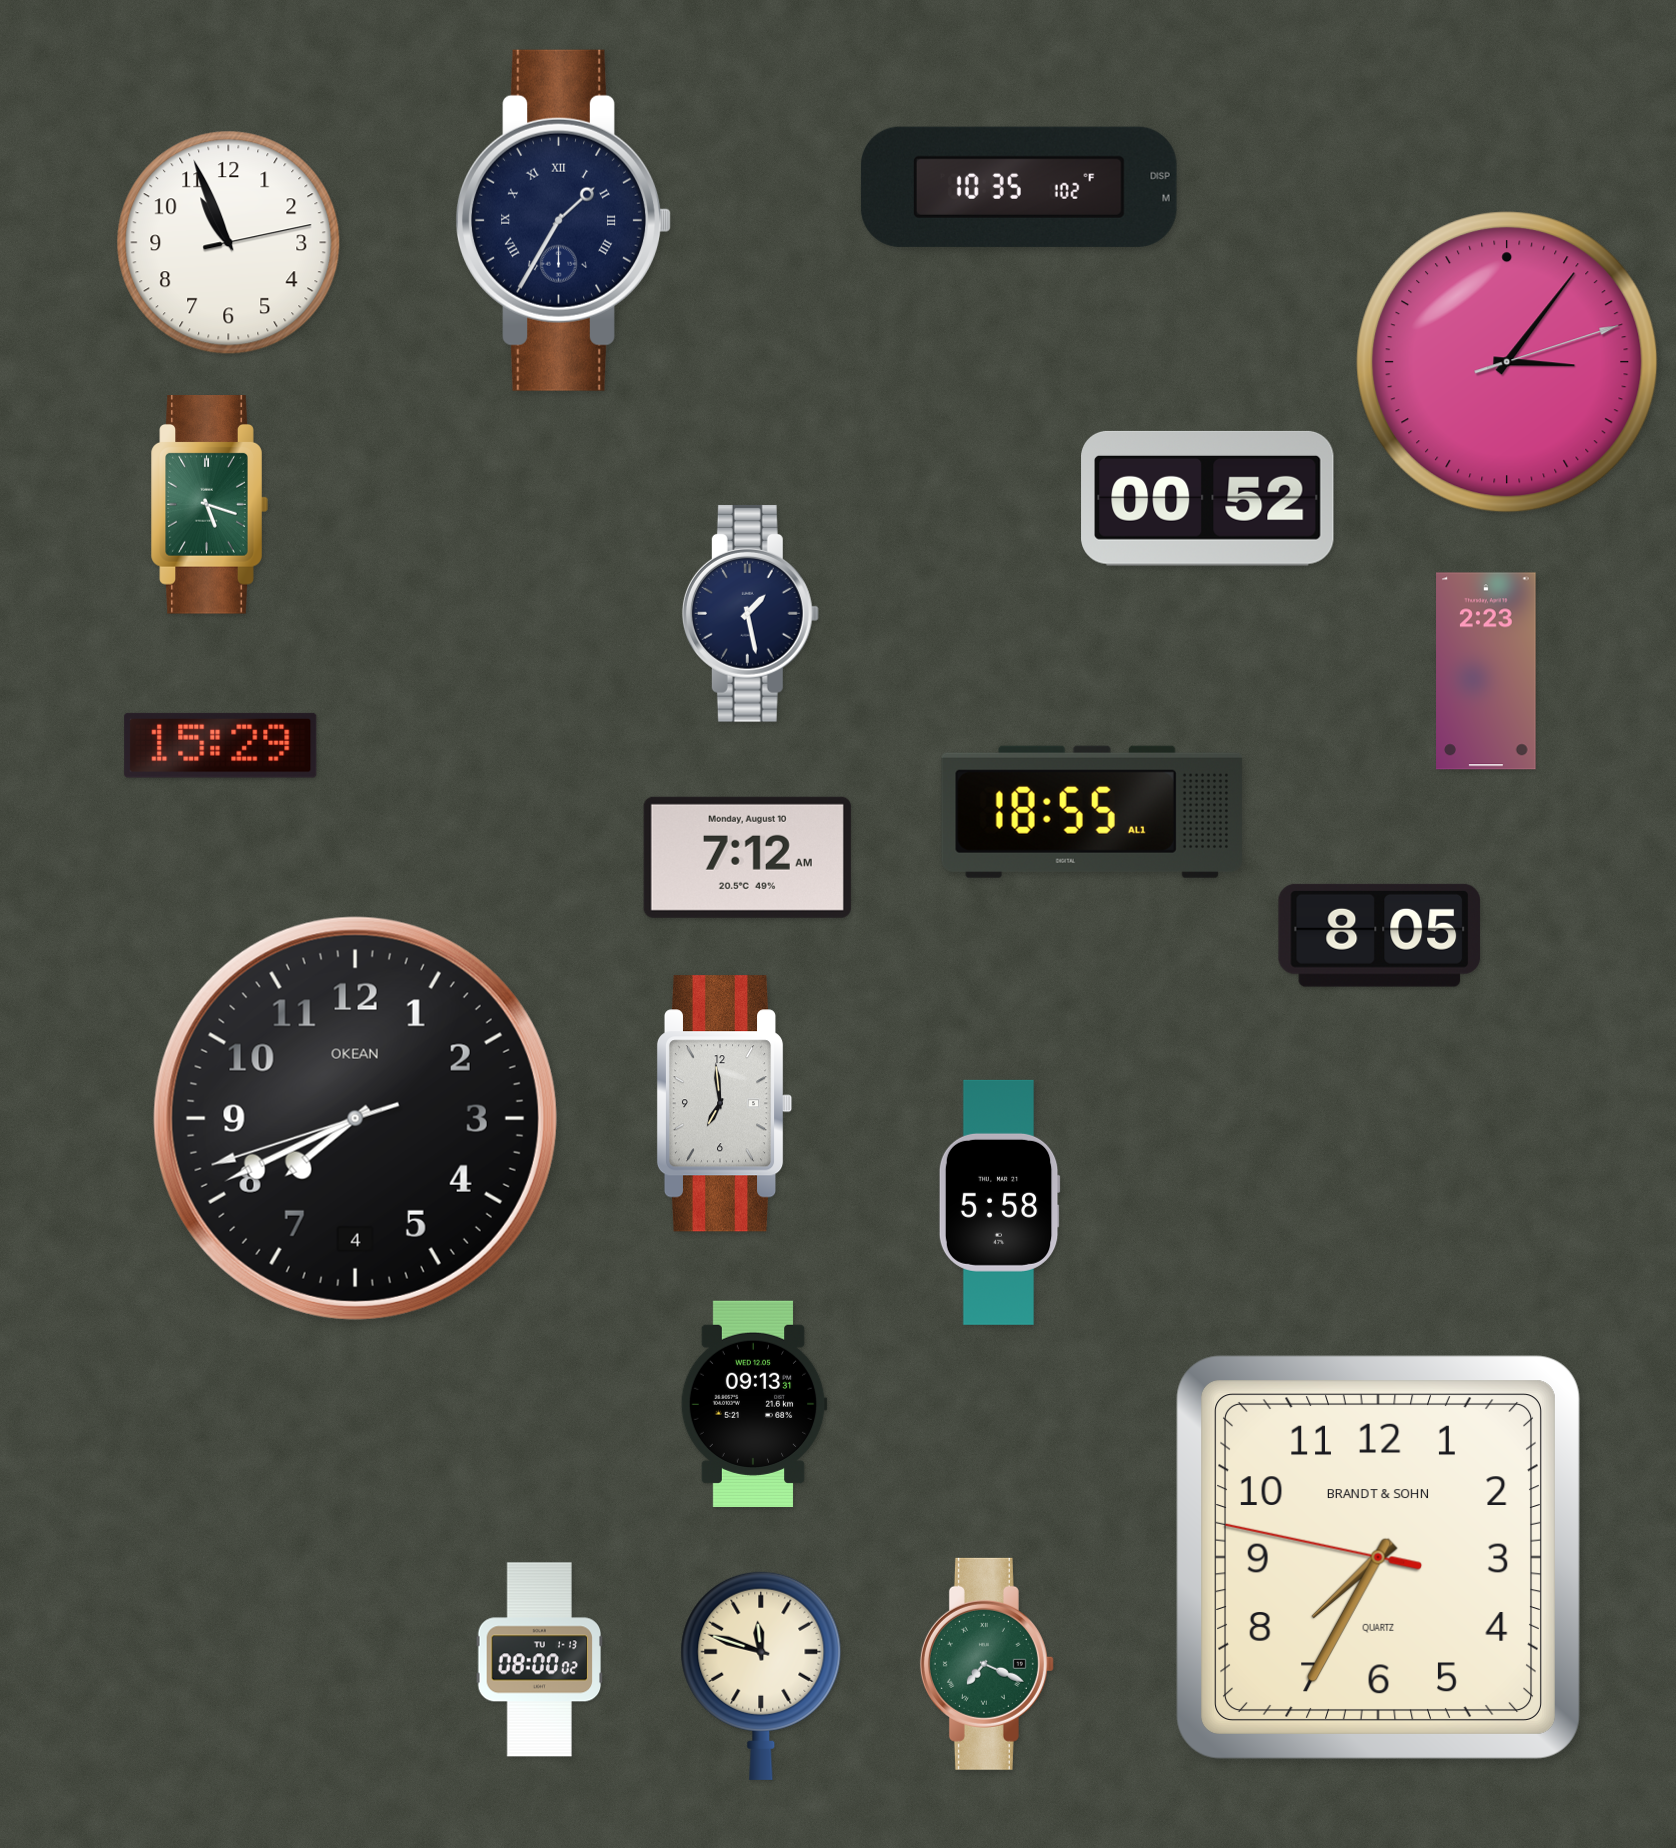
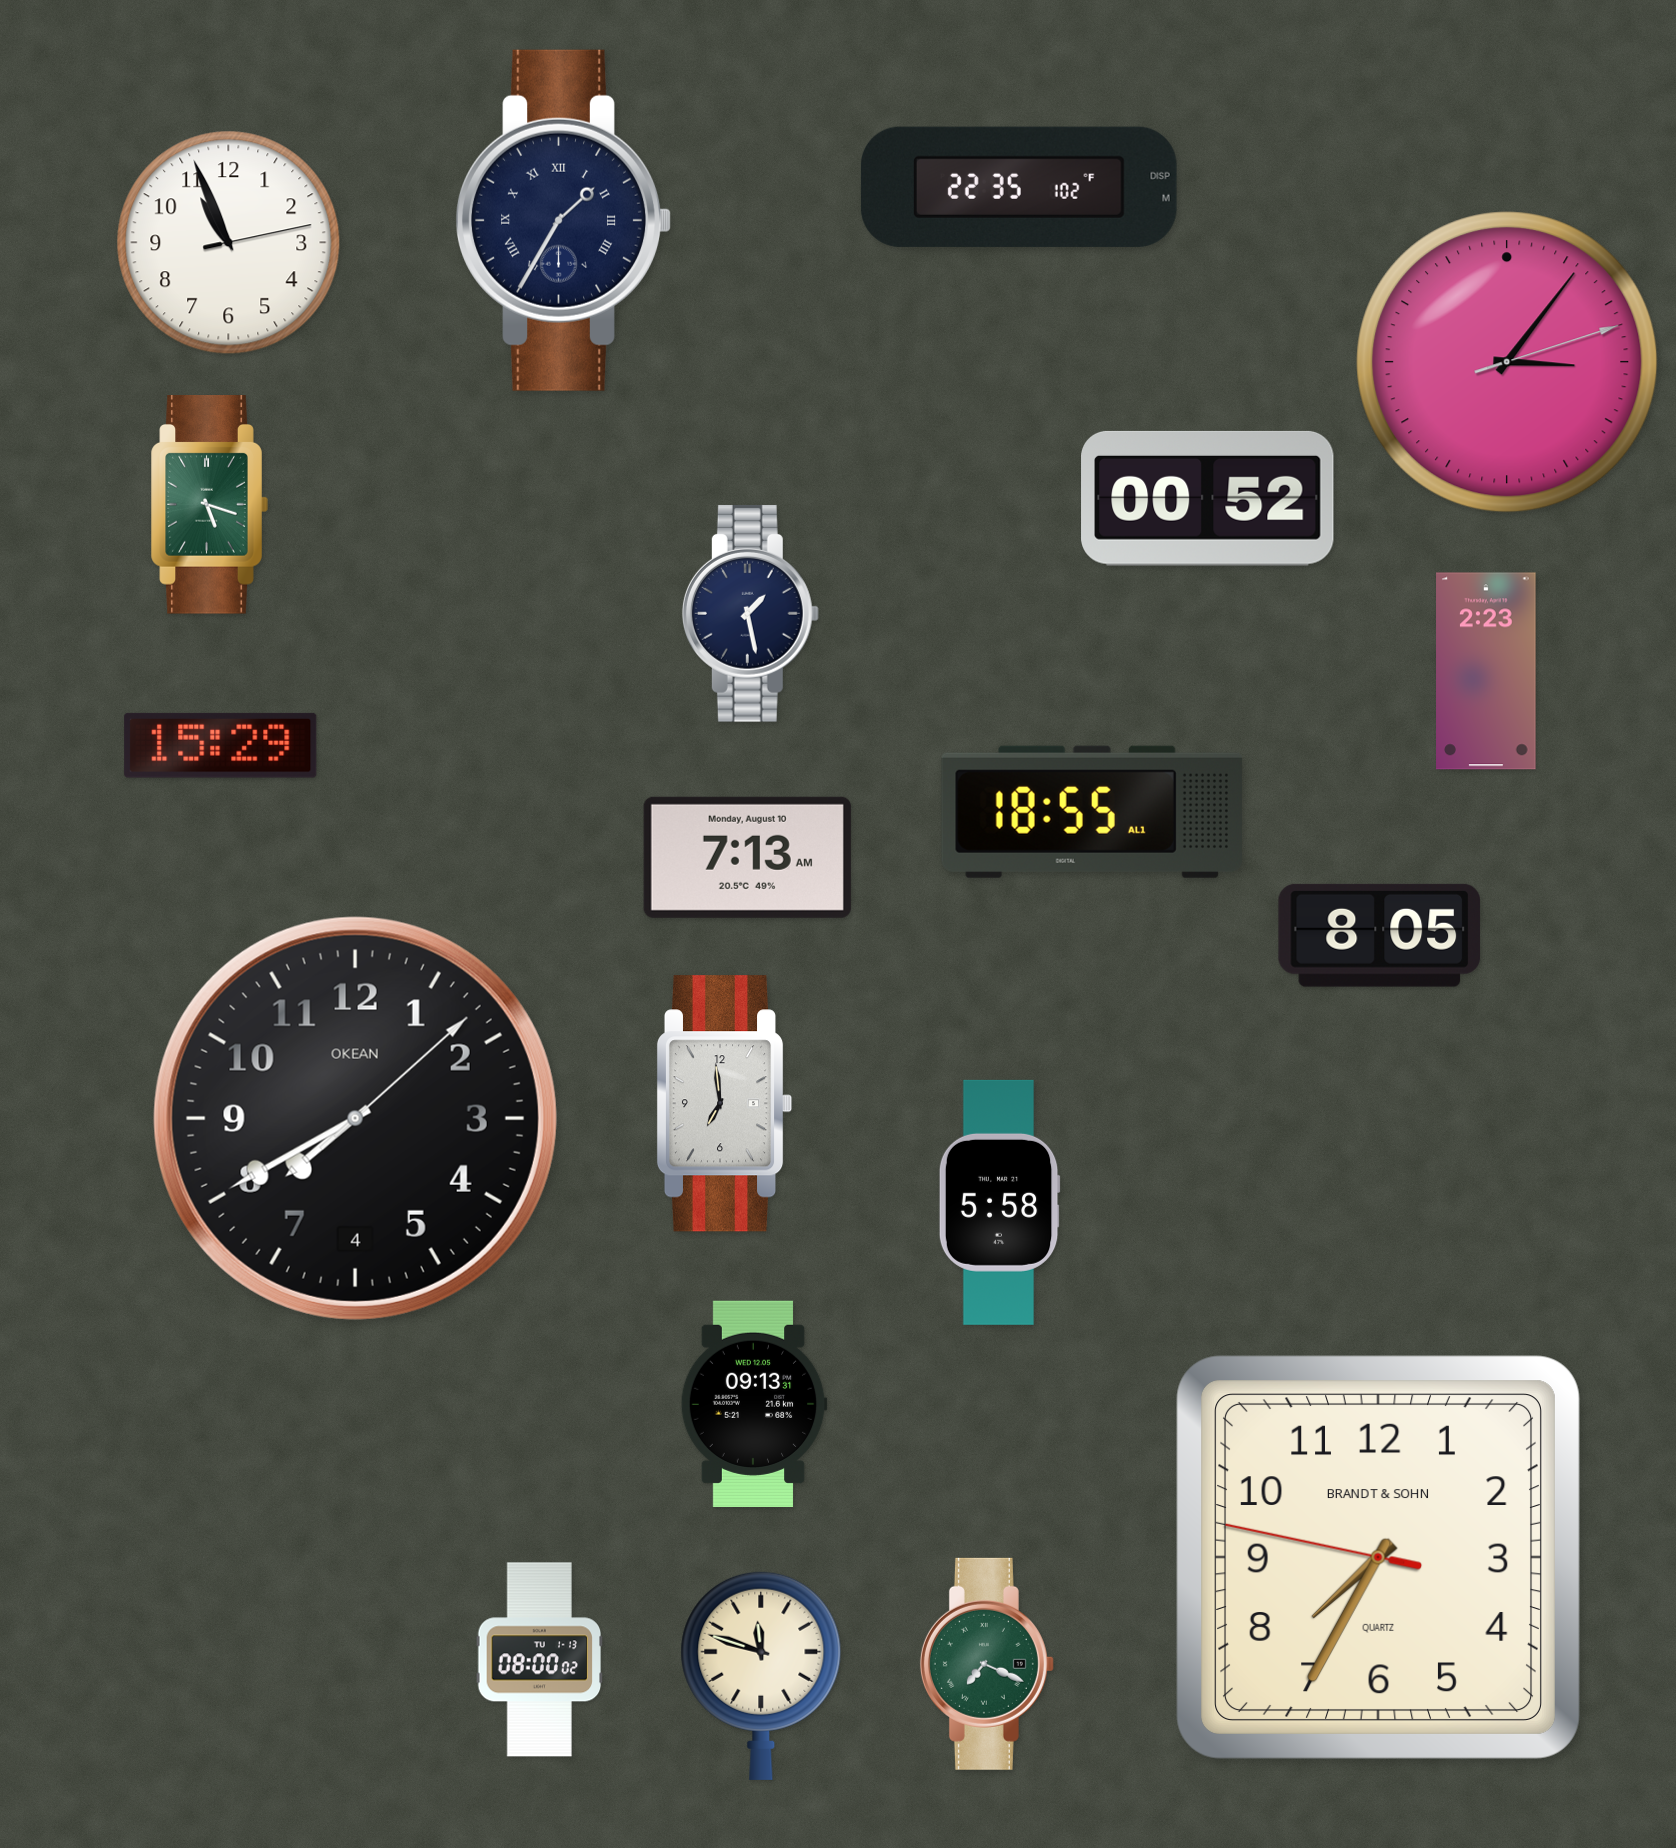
clock at (1019, 187): 10:35 -> 22:35
clock at (747, 857): 7:12 -> 7:13
clock at (355, 1118): 7:40:42 -> 7:40:08
